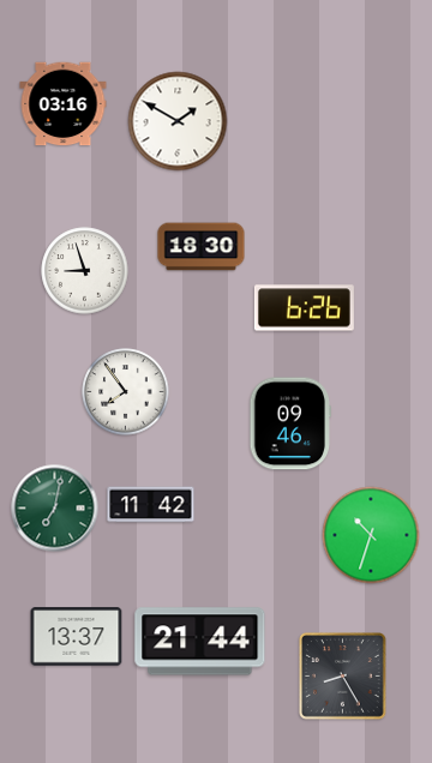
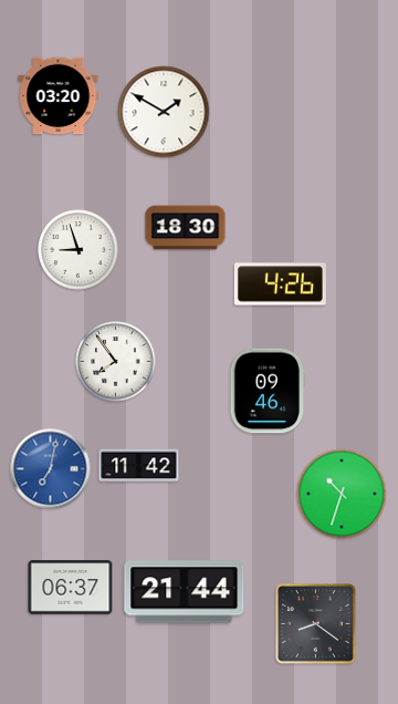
clock at (64, 104): 03:16 -> 03:20
clock at (304, 308): 6:26 -> 4:26
clock at (55, 509) dial: green -> blue
clock at (77, 637): 13:37 -> 06:37
clock at (343, 677): 8:25 -> 8:21
